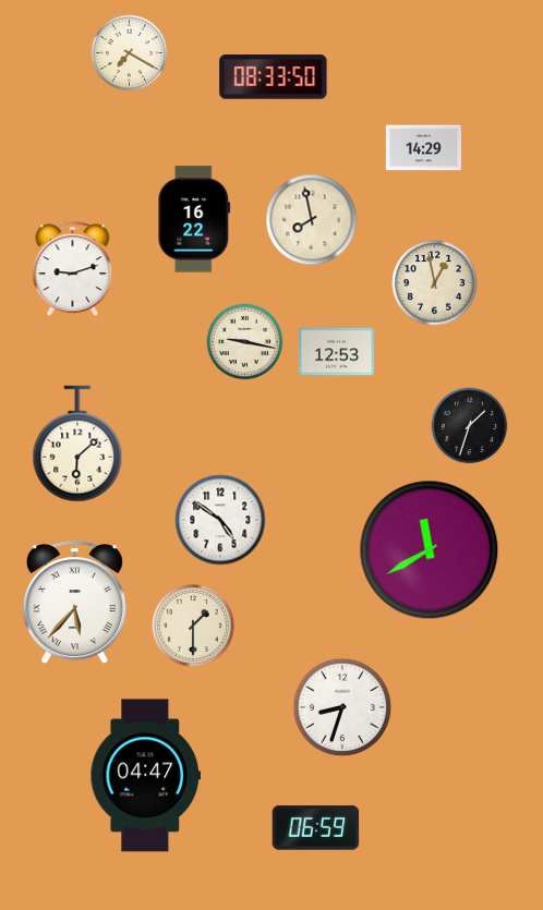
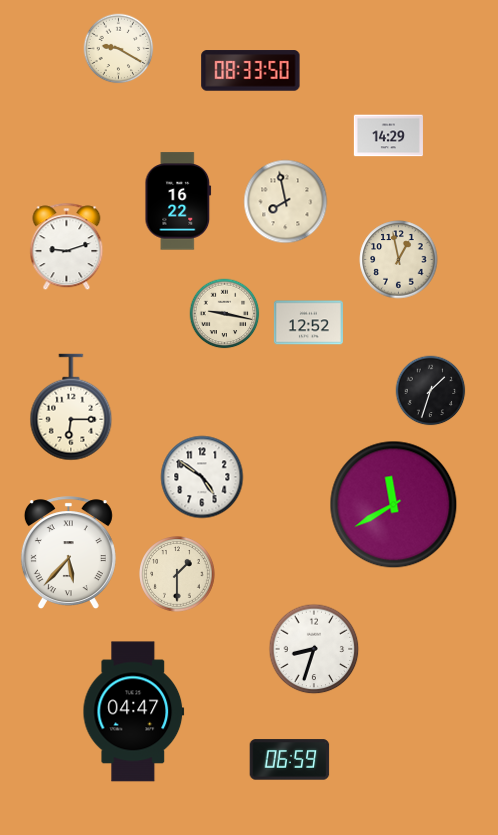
clock at (130, 53): 7:20 -> 9:20
clock at (336, 352): 12:53 -> 12:52
clock at (77, 444): 6:08 -> 6:15
